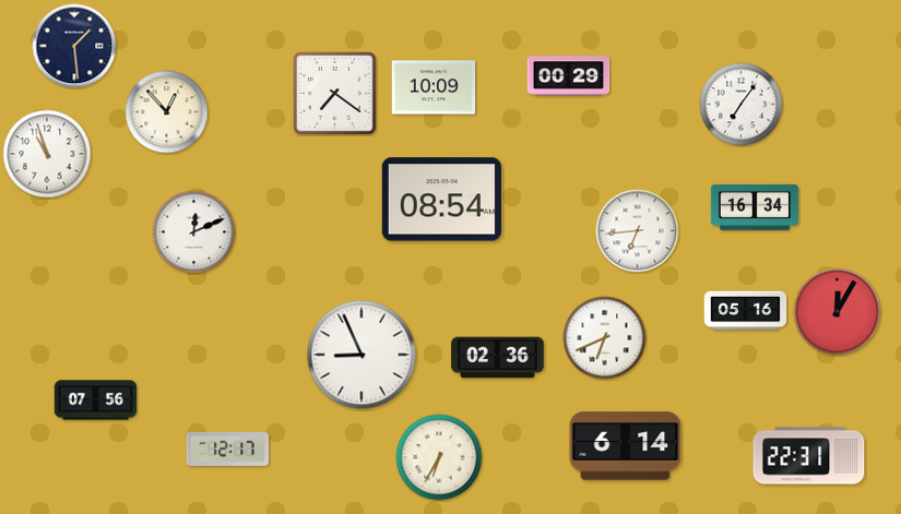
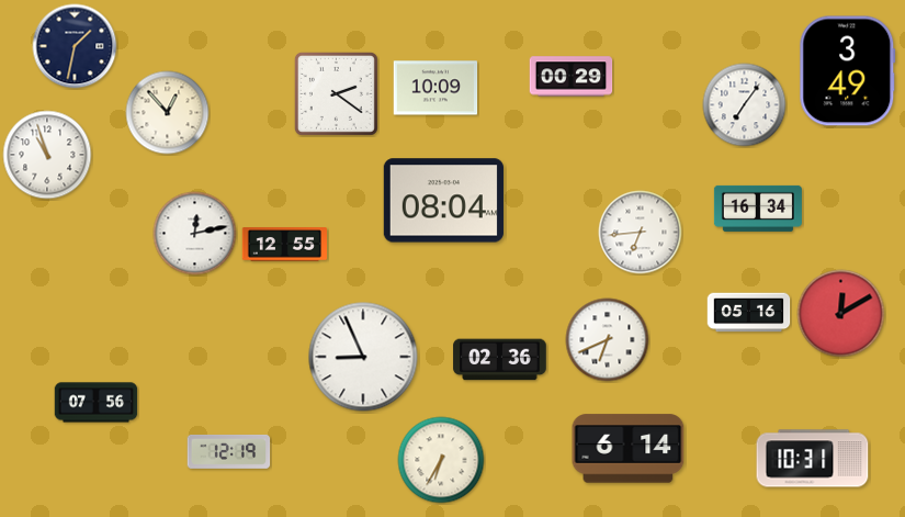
clock at (74, 46): 1:29 -> 1:32
clock at (848, 71): none -> 3:49
clock at (334, 93): 7:21 -> 2:21
clock at (441, 200): 08:54 -> 08:04
clock at (194, 232): 12:11 -> 12:13
clock at (284, 245): none -> 12:55
clock at (838, 312): 12:05 -> 12:10
clock at (228, 449): 12:17 -> 12:19
clock at (809, 456): 22:31 -> 10:31
